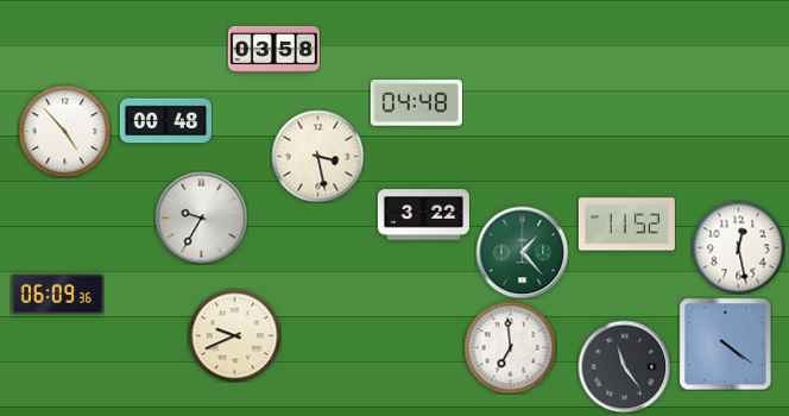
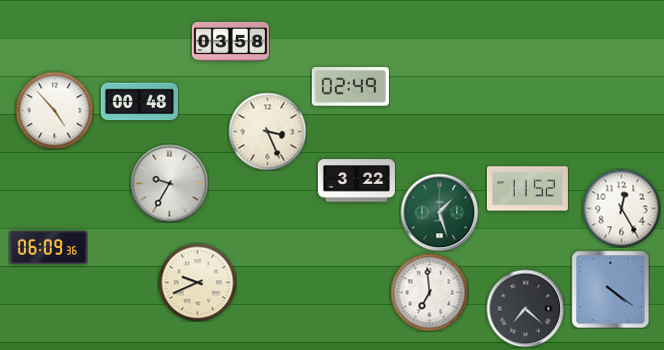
clock at (416, 103): 04:48 -> 02:49
clock at (317, 156): 3:28 -> 3:26
clock at (738, 247): 12:28 -> 12:25
clock at (522, 252): 1:23 -> 1:27
clock at (624, 366): 11:24 -> 7:22
